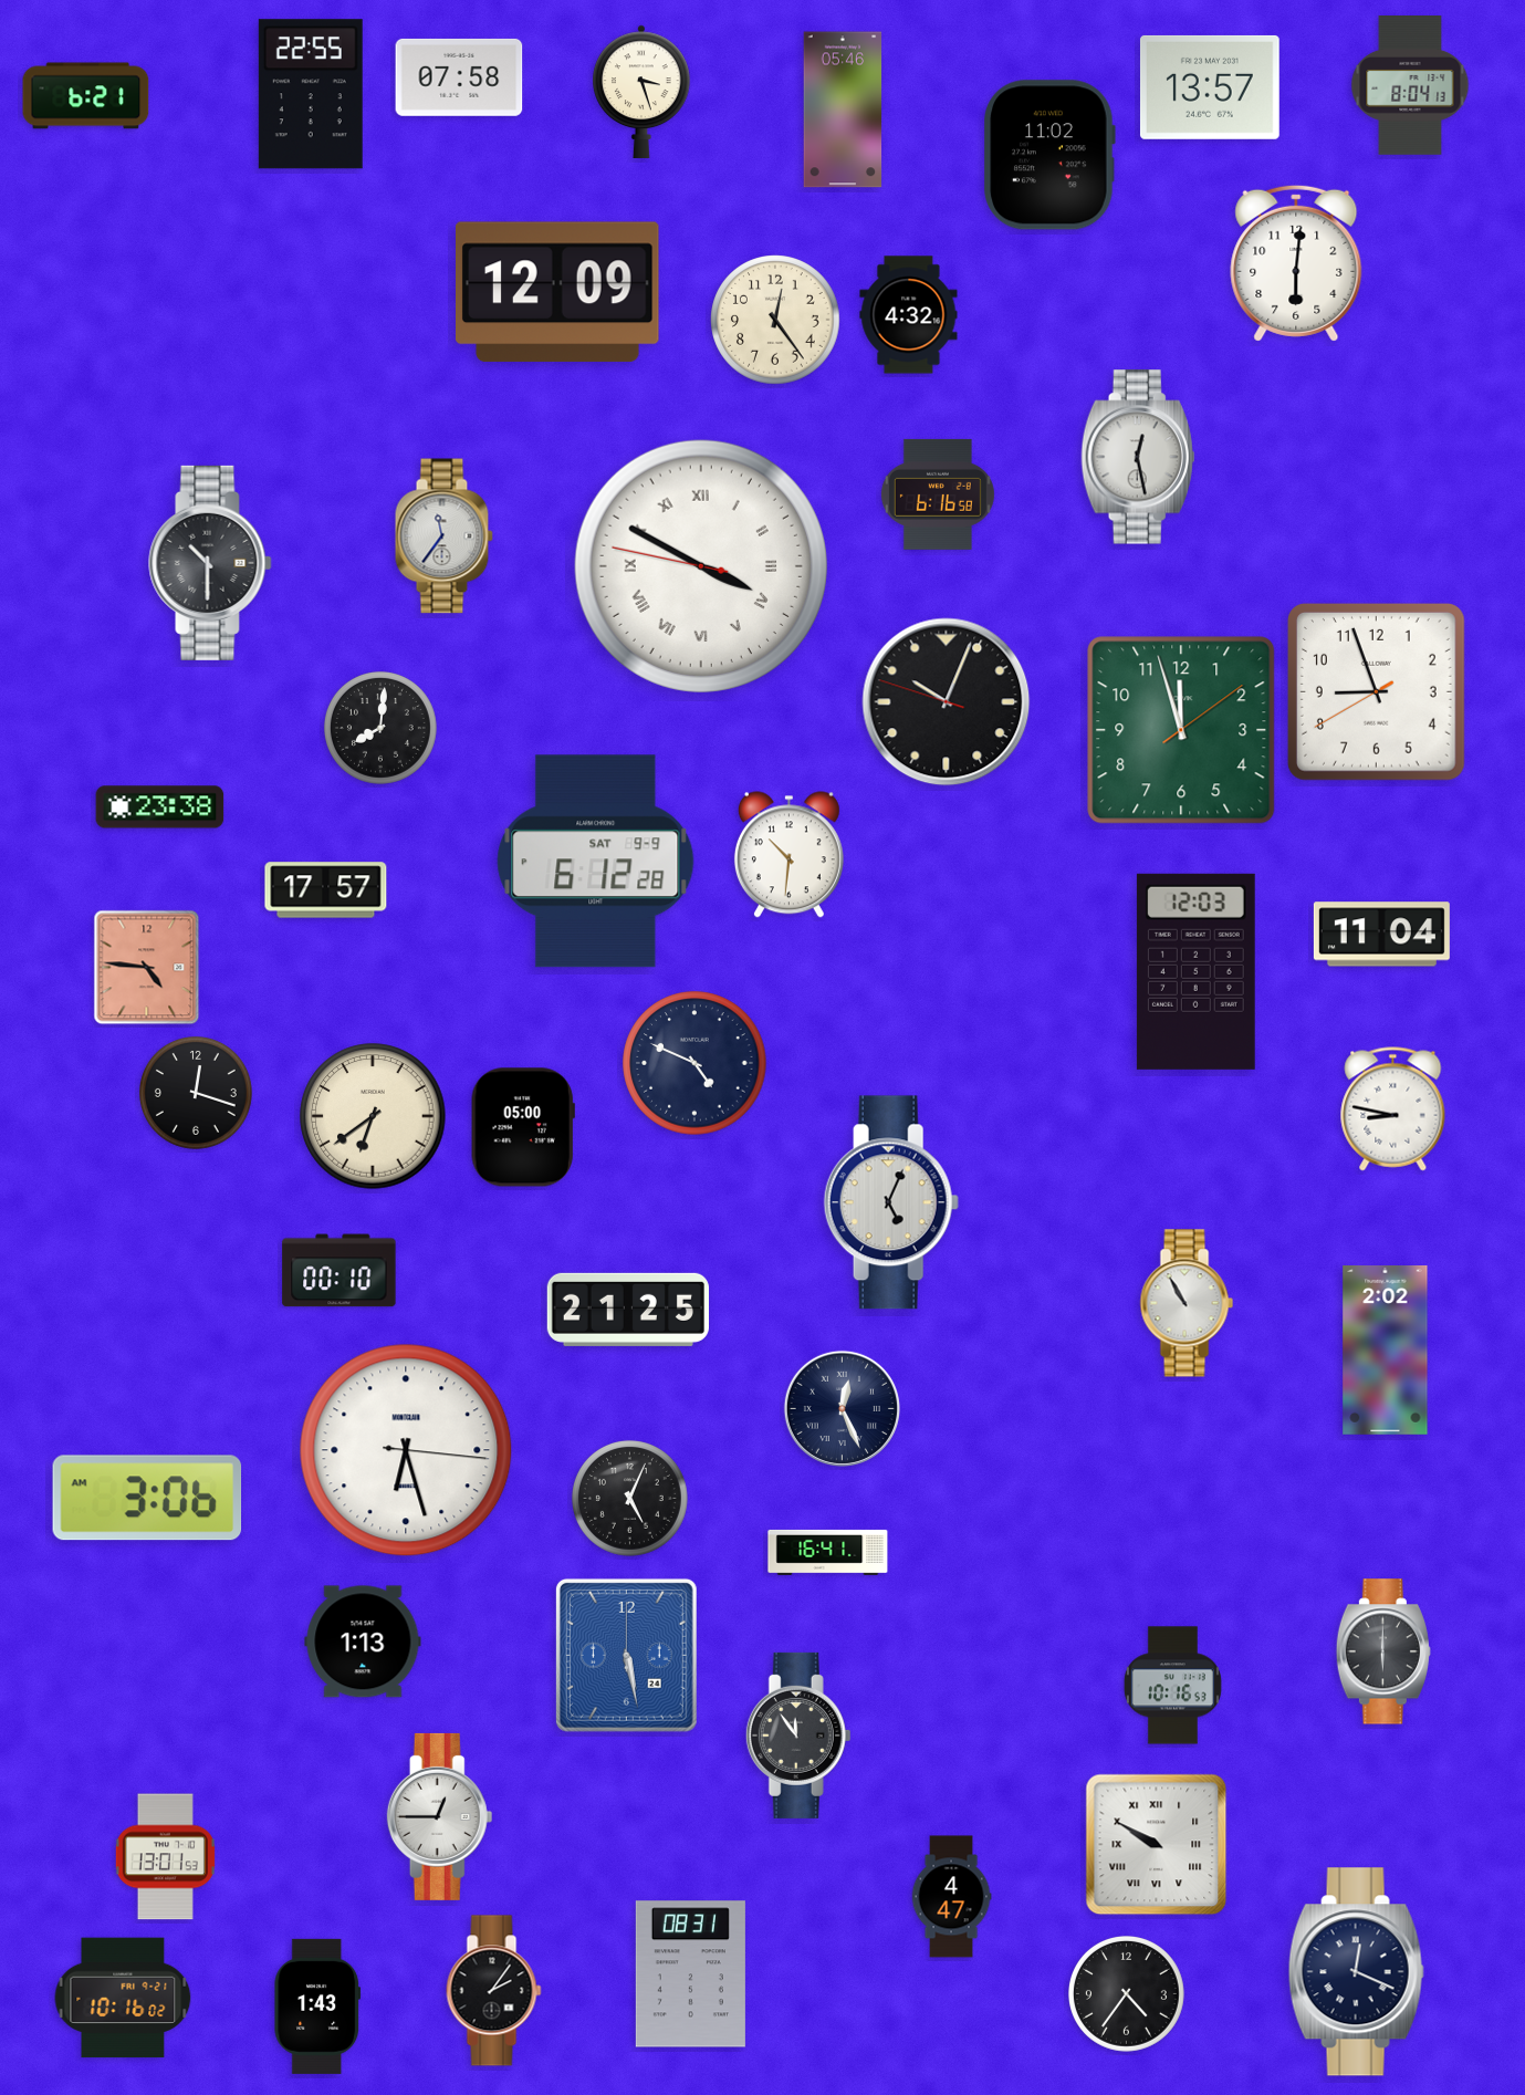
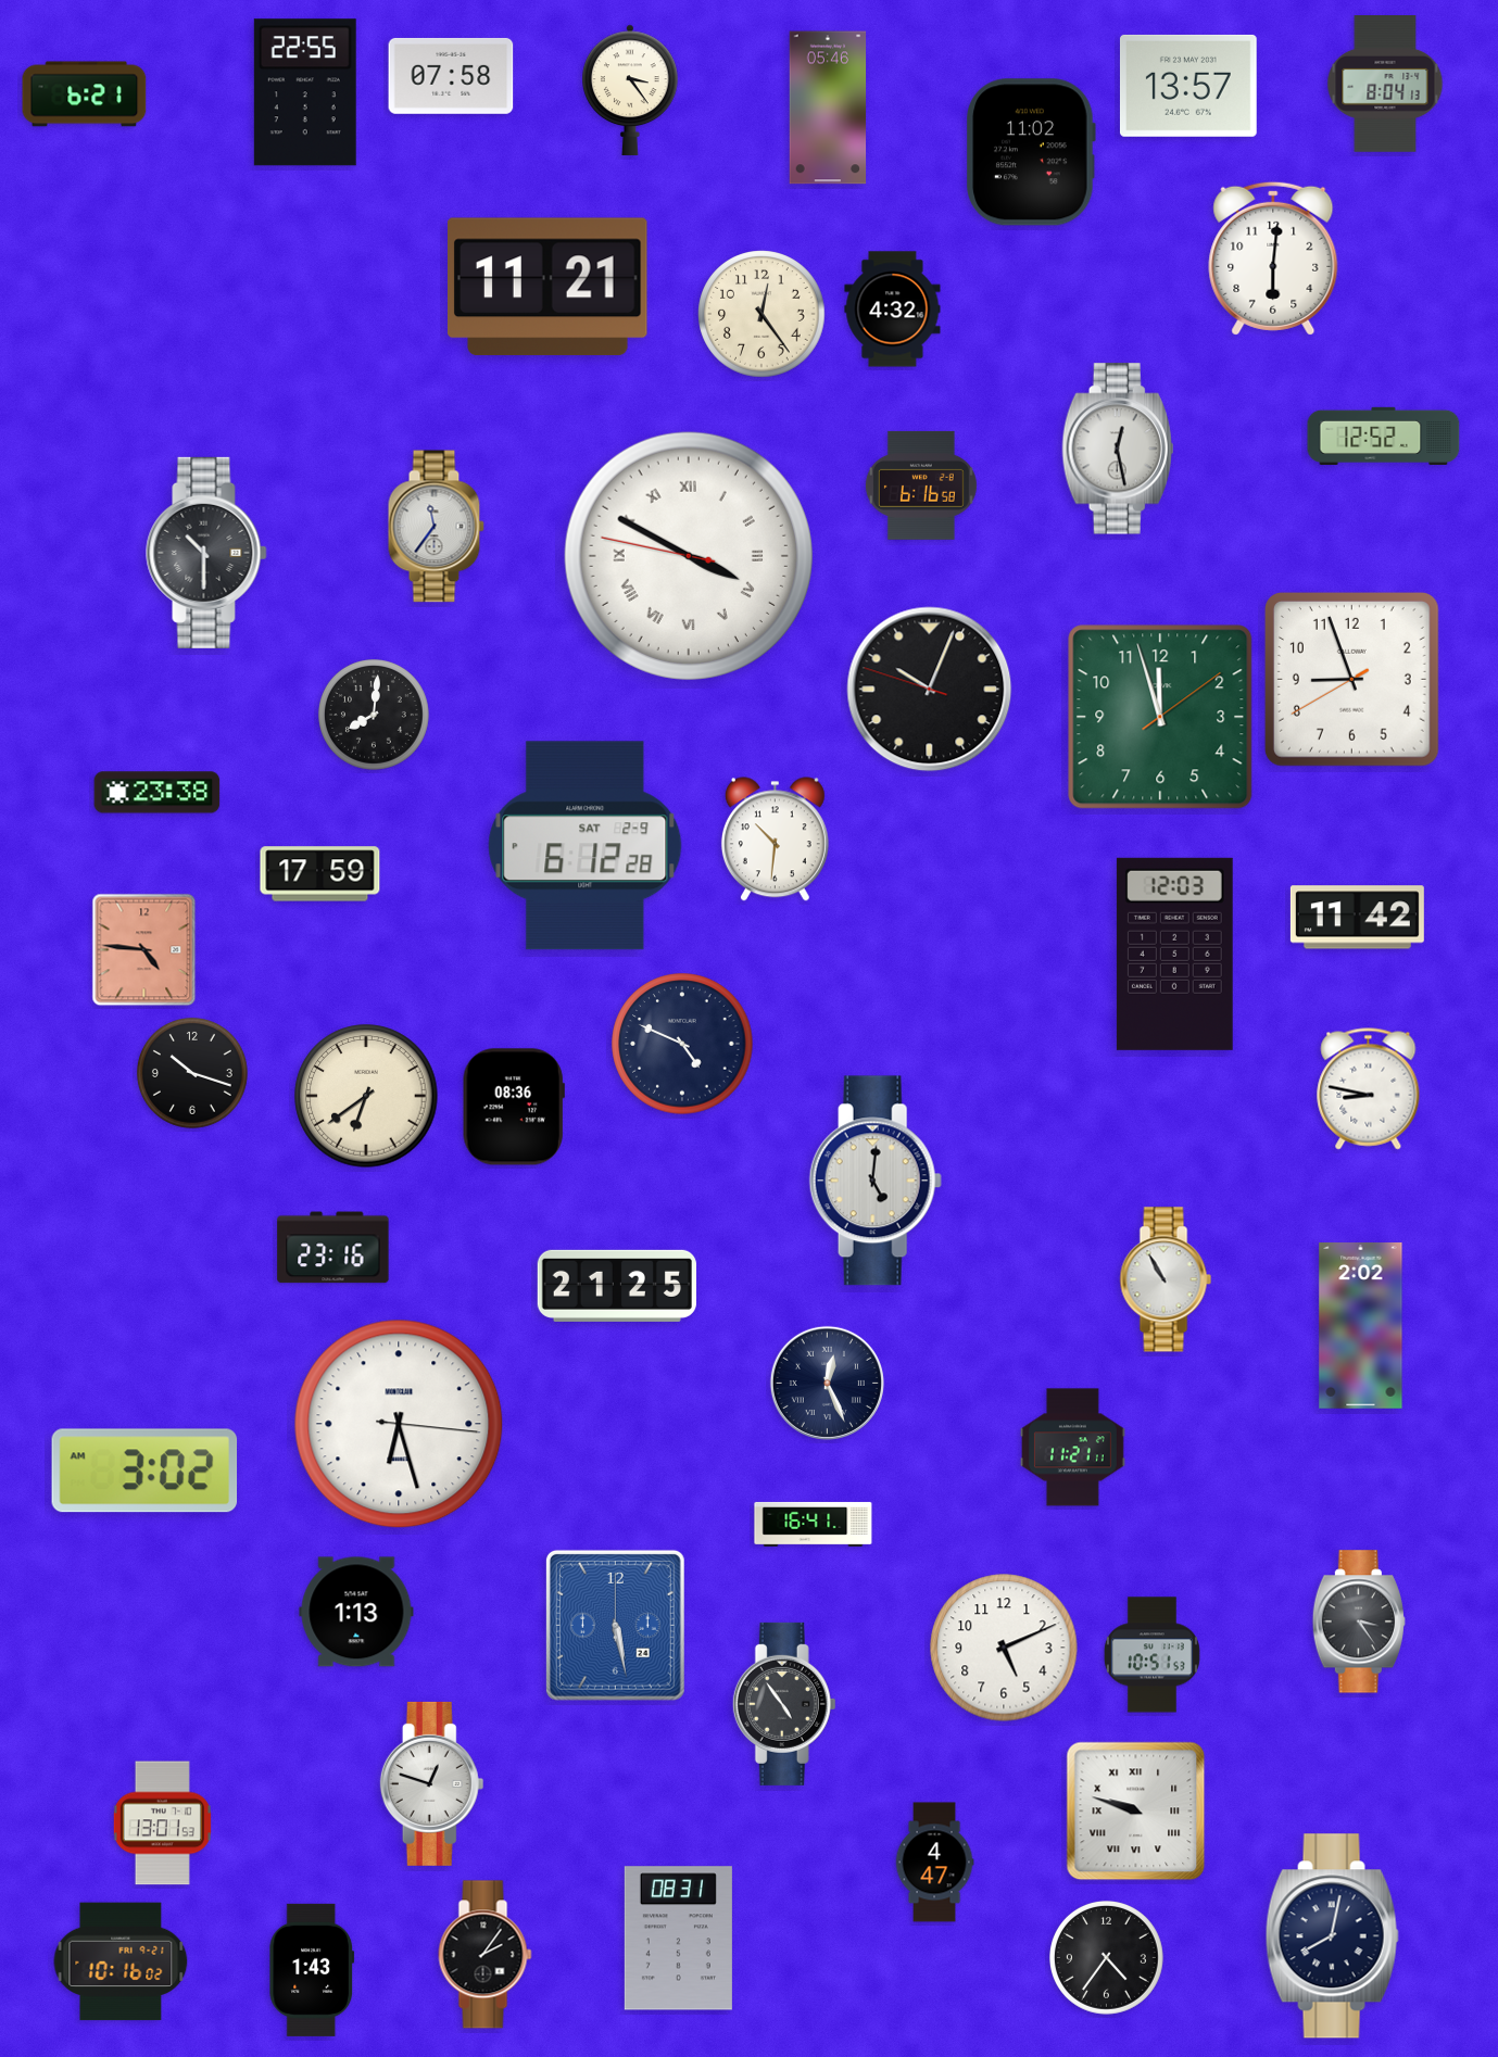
clock at (641, 92): 3:27 -> 3:24
clock at (558, 292): 12:09 -> 11:21
clock at (1384, 436): none -> 12:52
clock at (596, 862) date: SAT 9-9 -> SAT 2-9
clock at (326, 890): 17:57 -> 17:59
clock at (1381, 935): 11:04 -> 11:42
clock at (196, 1093): 12:18 -> 10:18
clock at (523, 1127): 05:00 -> 08:36
clock at (891, 1202): 5:04 -> 5:01
clock at (340, 1271): 00:10 -> 23:16
clock at (1072, 1448): none -> 11:21
clock at (147, 1498): 3:06 -> 3:02
clock at (629, 1498): 5:04 -> none
clock at (1383, 1651): 6:00 -> 3:24
clock at (1004, 1648): none -> 5:11
clock at (1172, 1686): 10:16 -> 10:51
clock at (798, 1736): 11:54 -> 4:54
clock at (440, 1816): 12:45 -> 12:48
clock at (1157, 1845): 9:50 -> 9:48
clock at (1356, 1972): 12:19 -> 8:02
